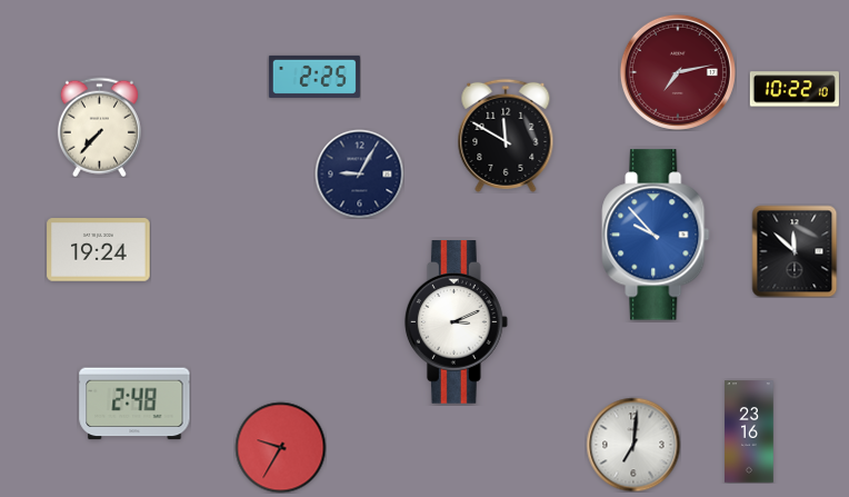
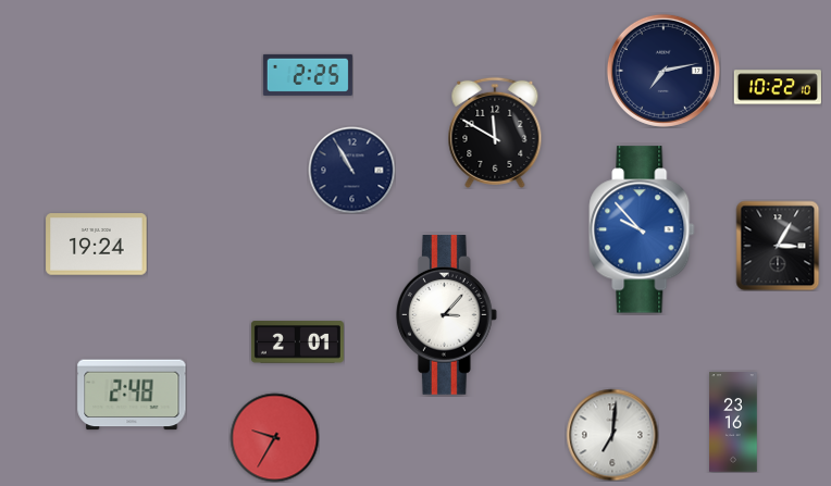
clock at (678, 72) dial: burgundy -> navy
clock at (99, 127): 7:37 -> none
clock at (359, 173): 9:05 -> 10:55
clock at (795, 251): 11:52 -> 3:05
clock at (456, 322): 3:11 -> 3:07
clock at (297, 342): none -> 2:01
clock at (633, 445) position: (633, 445) -> (612, 435)
